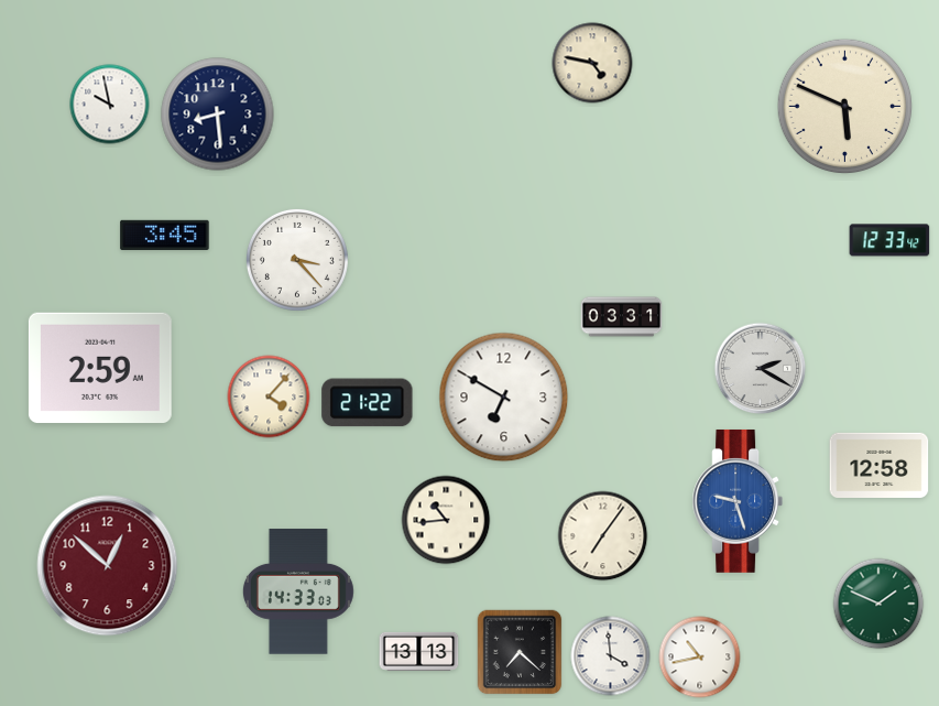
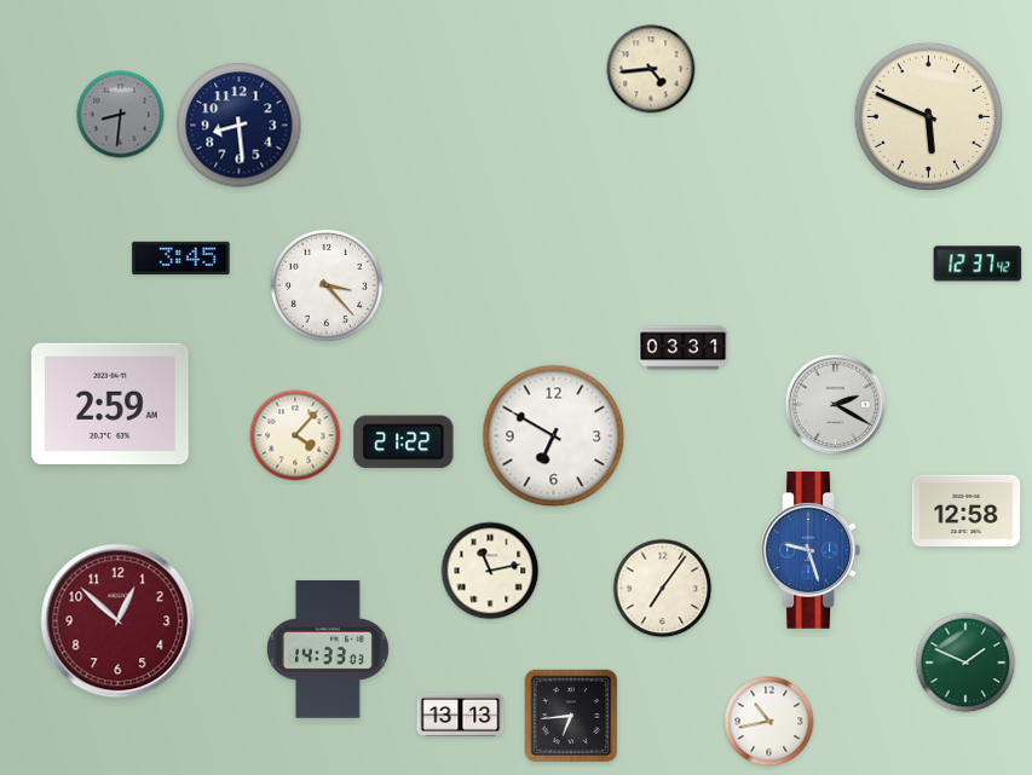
clock at (592, 63): 4:47 -> 4:44
clock at (110, 105): 9:58 -> 8:31
clock at (110, 105) dial: white -> grey
clock at (889, 240): 12:33 -> 12:37
clock at (446, 520): 10:44 -> 11:13
clock at (520, 652): 7:22 -> 6:44
clock at (611, 656): 3:59 -> none
